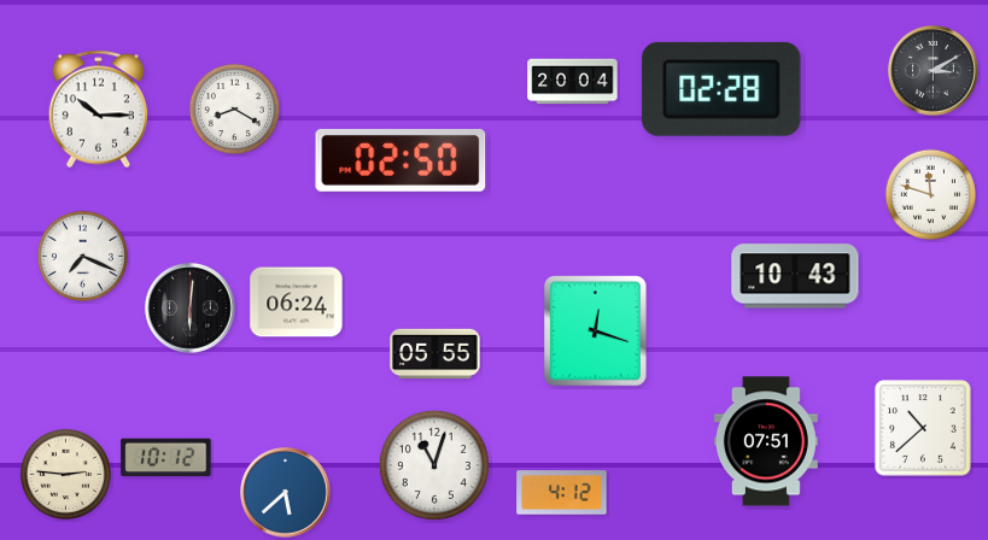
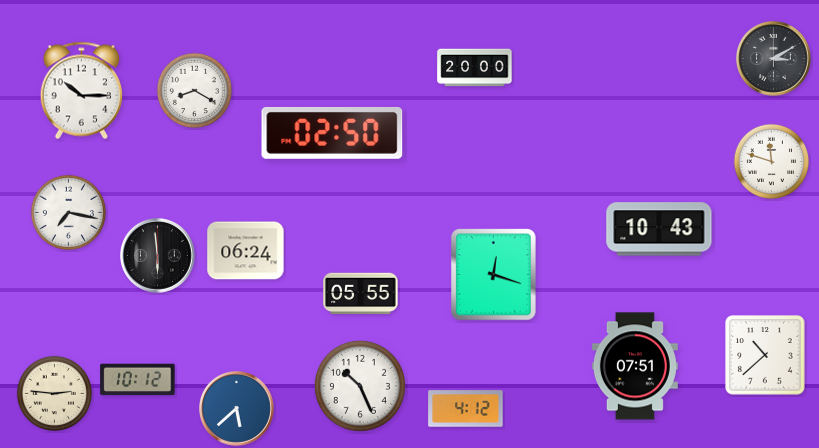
clock at (573, 82): 20:04 -> 20:00
clock at (721, 89): 02:28 -> none
clock at (82, 256): 7:19 -> 7:17
clock at (191, 309): 6:01 -> 5:59
clock at (434, 465): 11:03 -> 10:26
